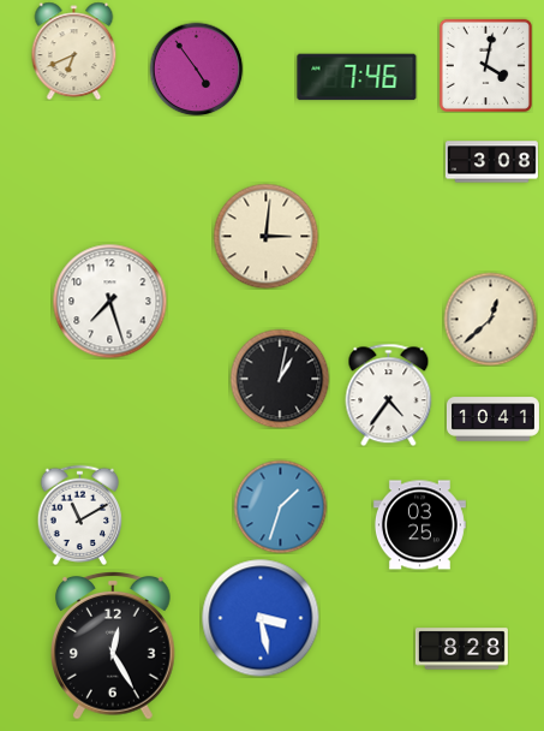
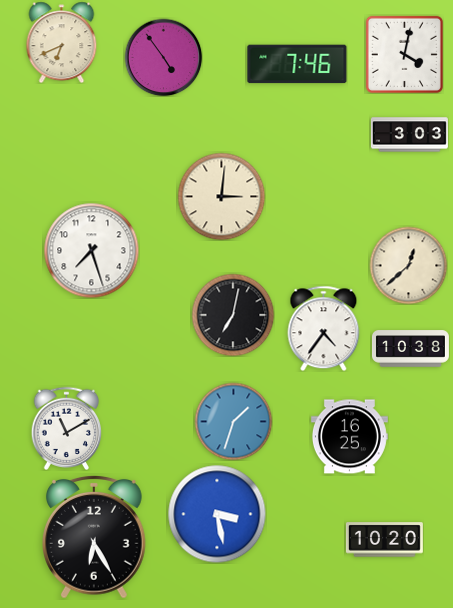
clock at (491, 162): 3:08 -> 3:03
clock at (280, 379): 1:02 -> 7:02
clock at (492, 420): 10:41 -> 10:38
clock at (419, 525): 03:25 -> 16:25
clock at (114, 646): 12:25 -> 6:25
clock at (461, 649): 8:28 -> 10:20
